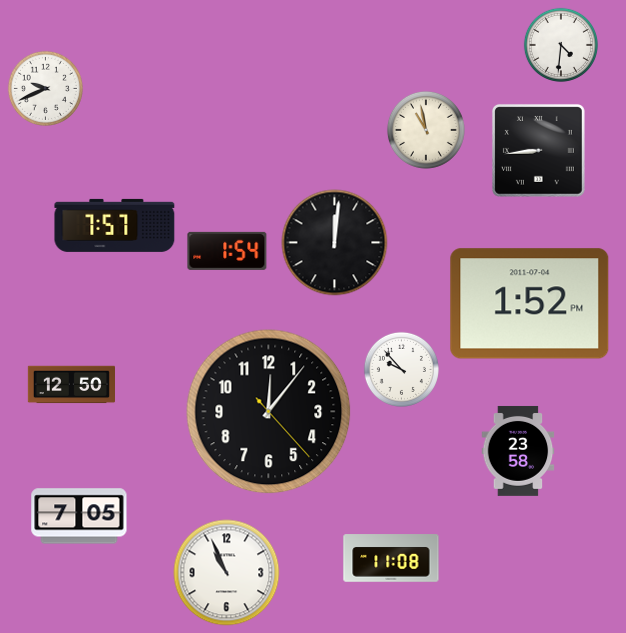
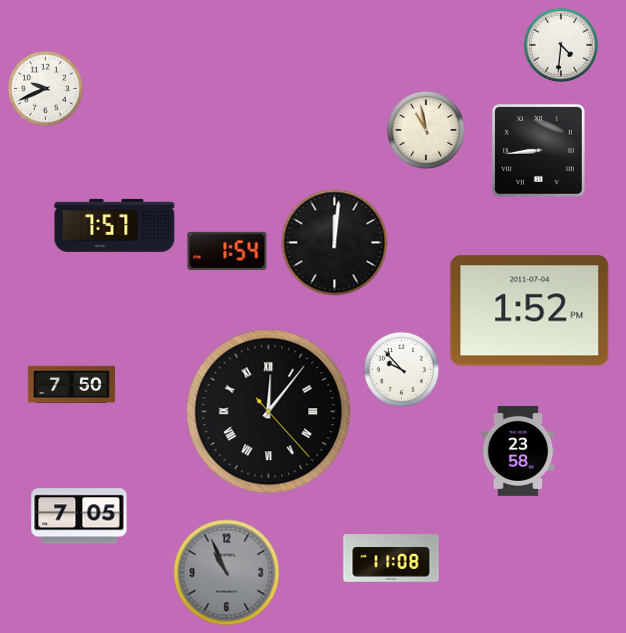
clock at (530, 304) position: (530, 304) -> (530, 311)
clock at (71, 385): 12:50 -> 7:50
clock at (269, 412) numerals: Arabic -> Roman
clock at (227, 573) dial: white -> grey
